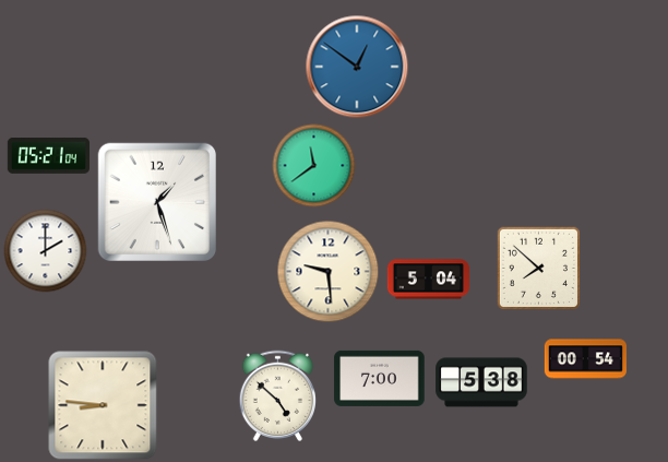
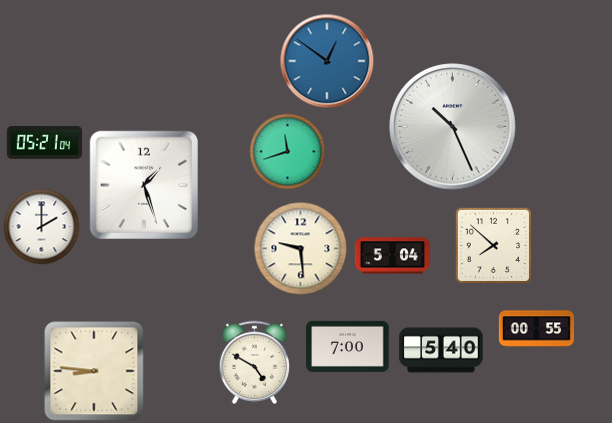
clock at (453, 127): none -> 10:26
clock at (314, 166): 11:39 -> 11:42
clock at (46, 251) position: (46, 251) -> (42, 227)
clock at (585, 359): 00:54 -> 00:55
clock at (481, 382): 5:38 -> 5:40
clock at (277, 395): 4:52 -> 4:50
